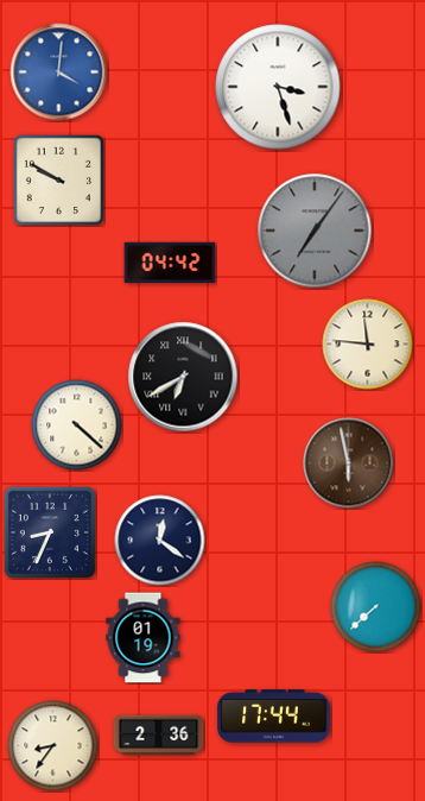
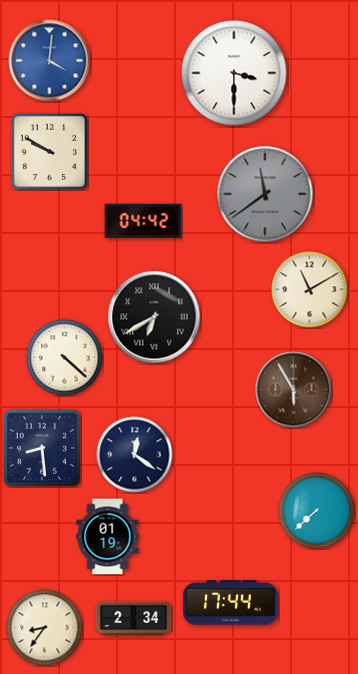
clock at (278, 87): 3:27 -> 3:30
clock at (315, 231): 7:06 -> 11:39
clock at (368, 345): 11:46 -> 11:10
clock at (349, 463): 5:58 -> 5:55
clock at (50, 532): 8:34 -> 8:29
clock at (144, 638) position: (144, 638) -> (108, 537)
clock at (159, 736): 2:36 -> 2:34
